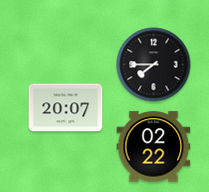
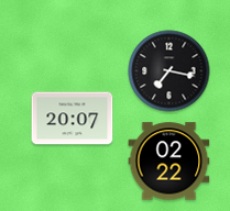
clock at (154, 65): 7:45 -> 7:17
